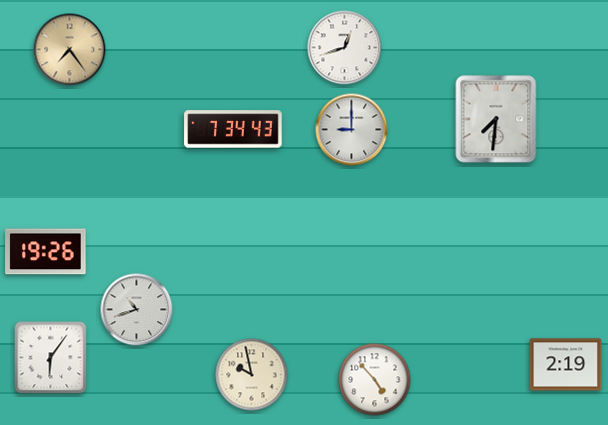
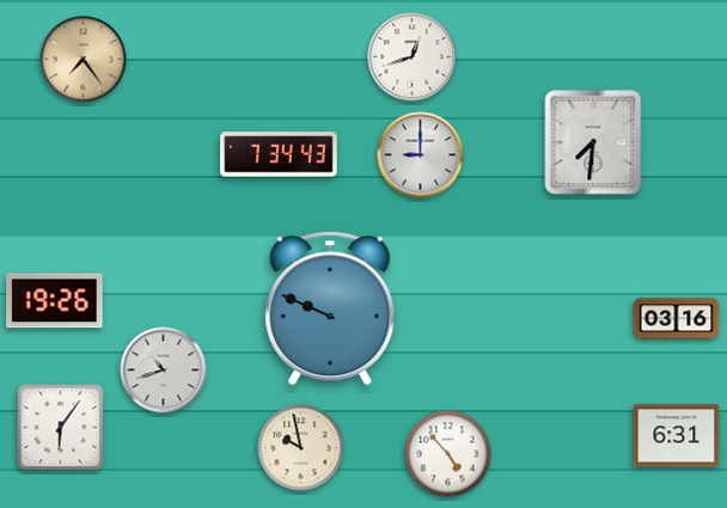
clock at (330, 308): none -> 9:49
clock at (677, 319): none -> 03:16
clock at (566, 365): 2:19 -> 6:31
